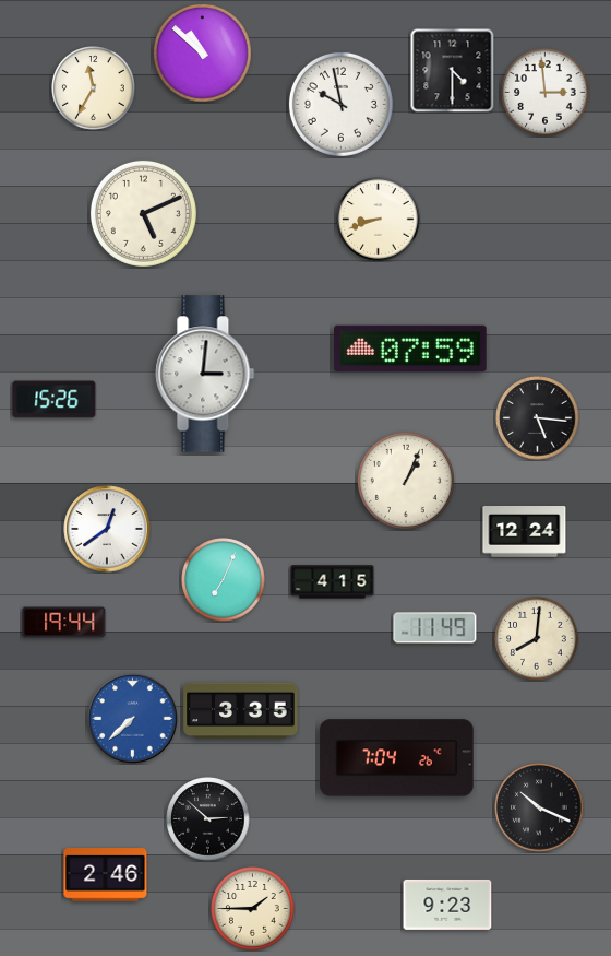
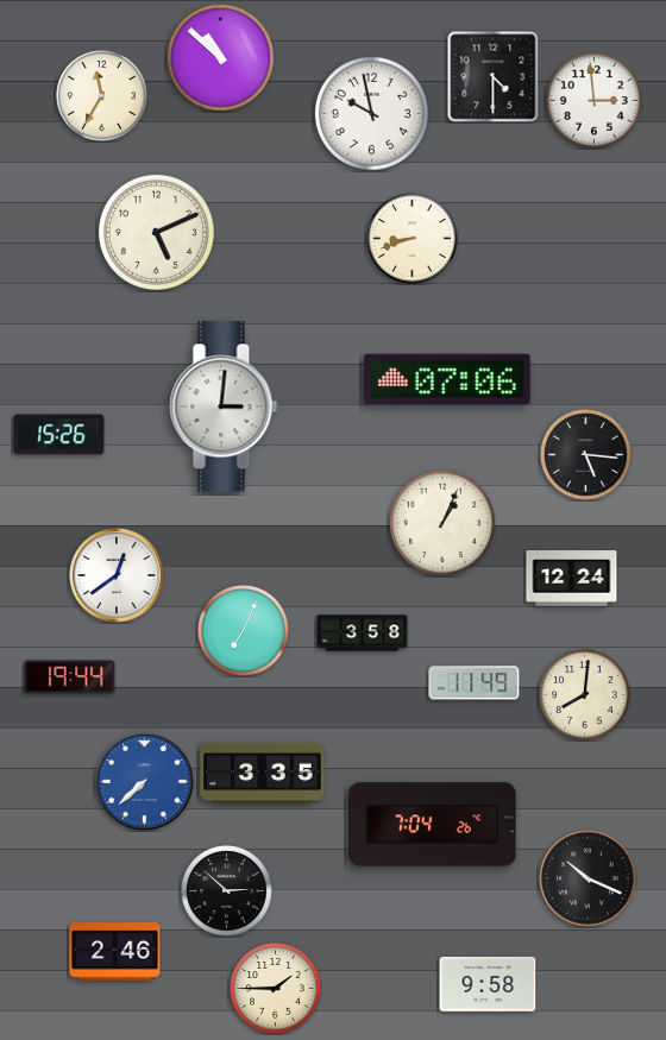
clock at (410, 349): 07:59 -> 07:06
clock at (333, 582): 4:15 -> 3:58
clock at (447, 905): 9:23 -> 9:58
